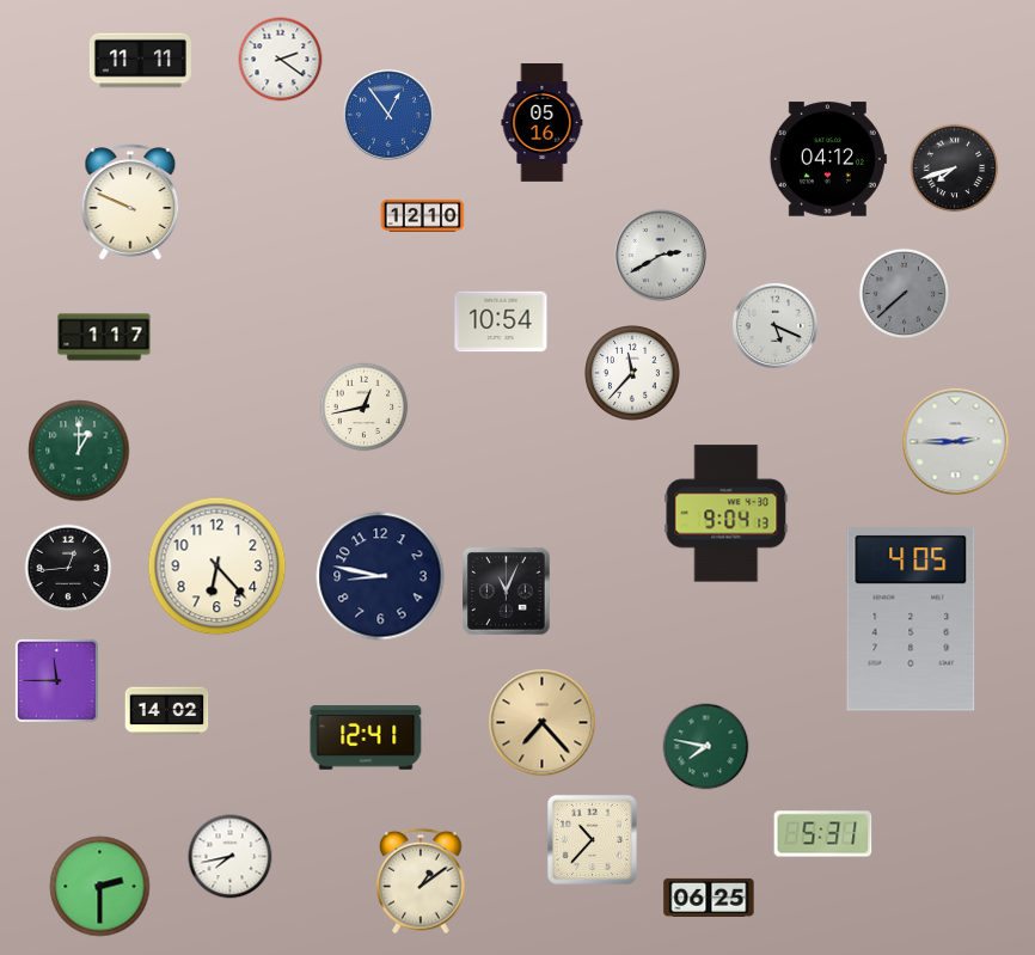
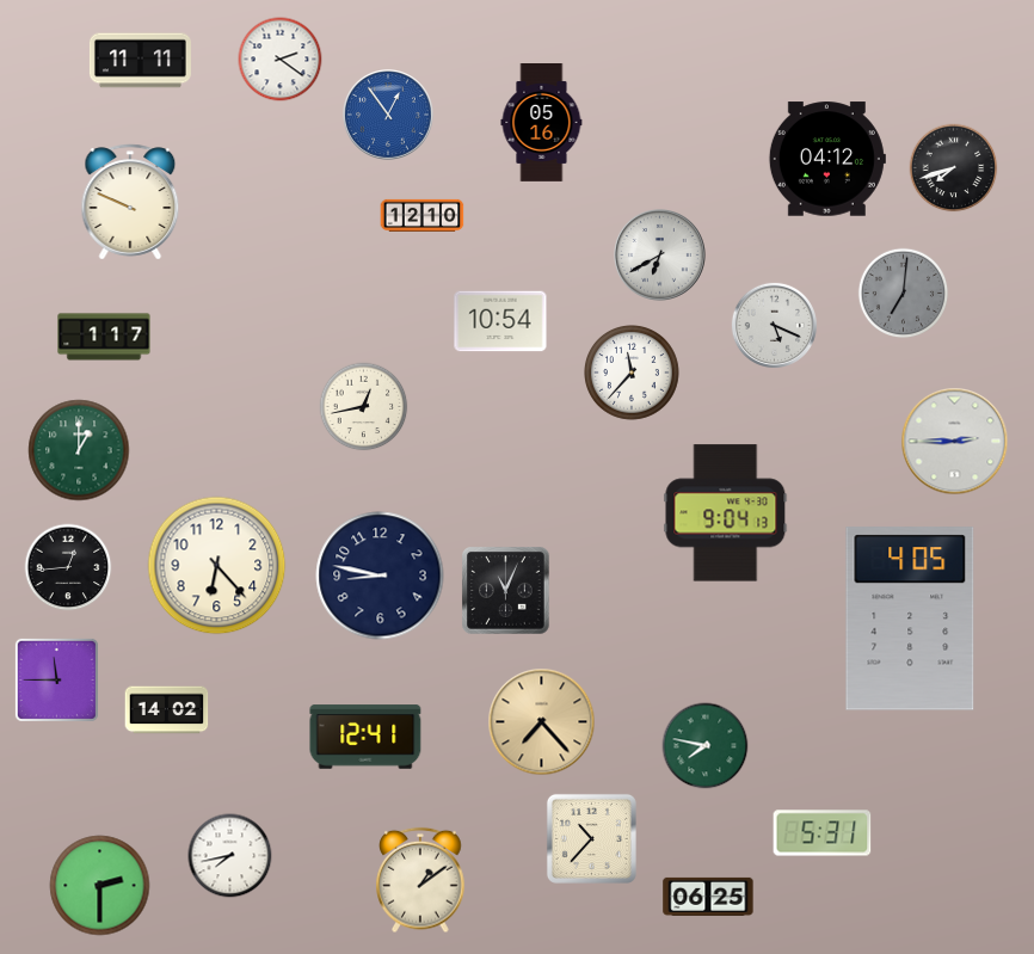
clock at (661, 256): 2:40 -> 6:40
clock at (905, 294): 7:38 -> 7:01
